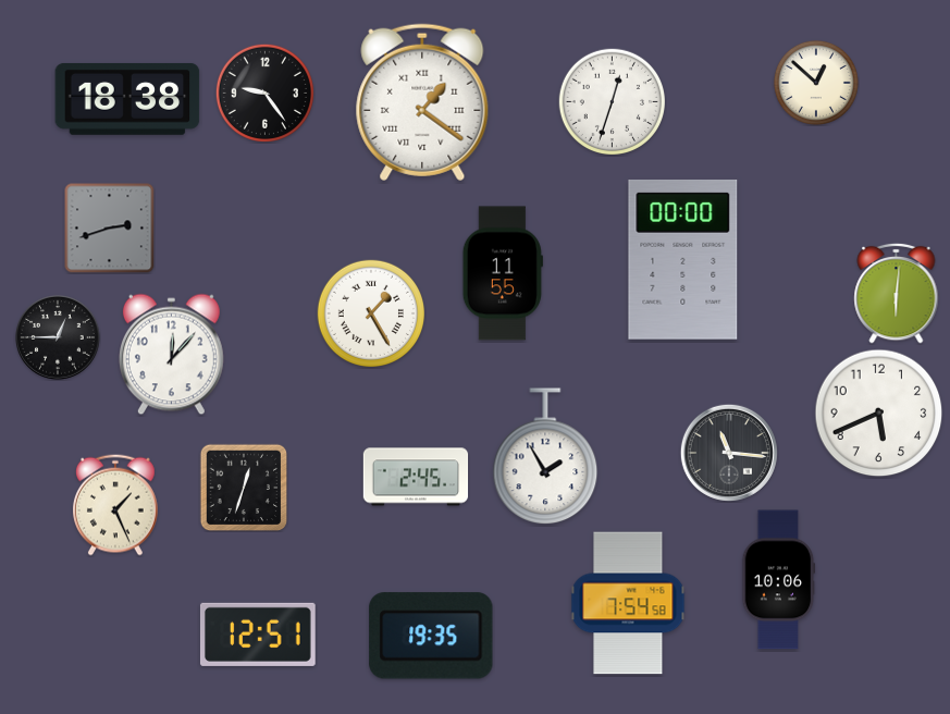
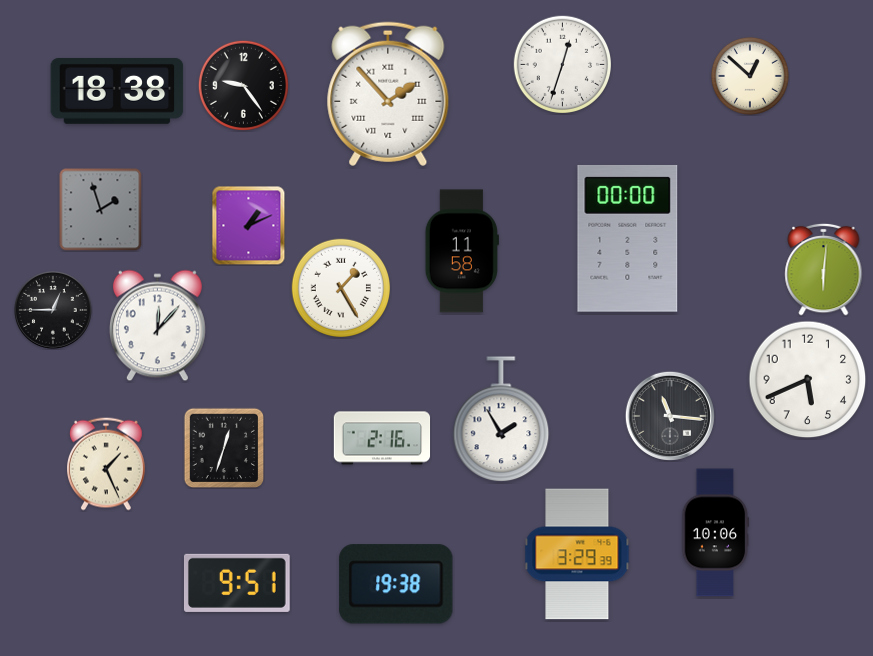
clock at (612, 101) position: (612, 101) -> (562, 64)
clock at (422, 102): 1:21 -> 1:53
clock at (109, 227): 2:42 -> 1:57
clock at (249, 225): none -> 1:11
clock at (503, 273): 11:55 -> 11:58
clock at (416, 477): 2:45 -> 2:16
clock at (628, 603): 7:54 -> 3:29
clock at (258, 635): 12:51 -> 9:51
clock at (431, 636): 19:35 -> 19:38
